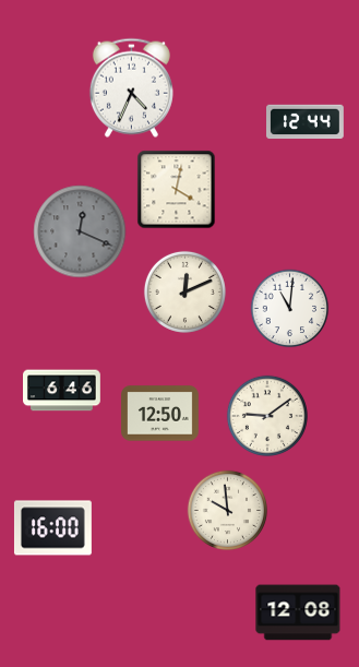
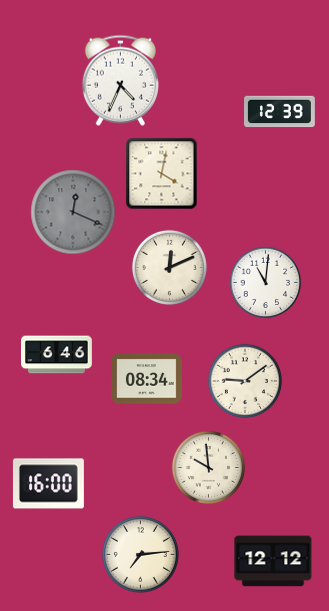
clock at (306, 122): 12:44 -> 12:39
clock at (62, 391) position: (62, 391) -> (57, 355)
clock at (160, 414): 12:50 -> 08:34
clock at (140, 554): none -> 7:14
clock at (298, 612): 12:08 -> 12:12
